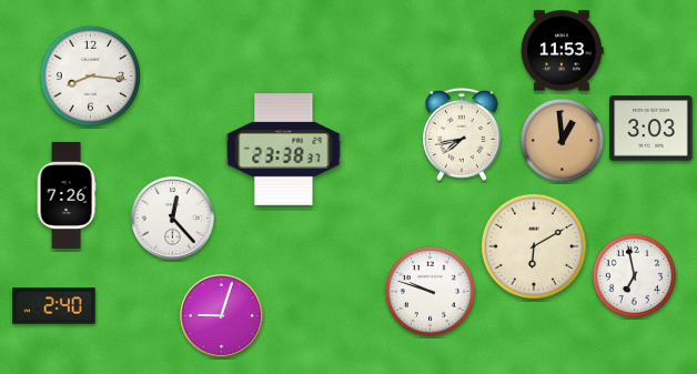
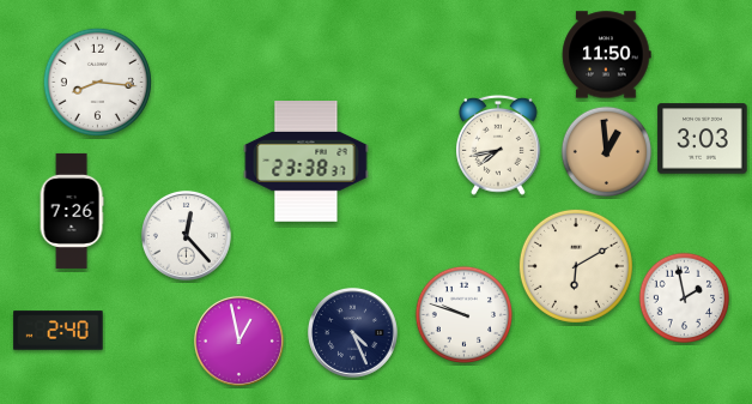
clock at (563, 51): 11:53 -> 11:50
clock at (635, 276): 6:58 -> 1:58
clock at (352, 332): none -> 4:26
clock at (221, 315): 9:03 -> 12:58
